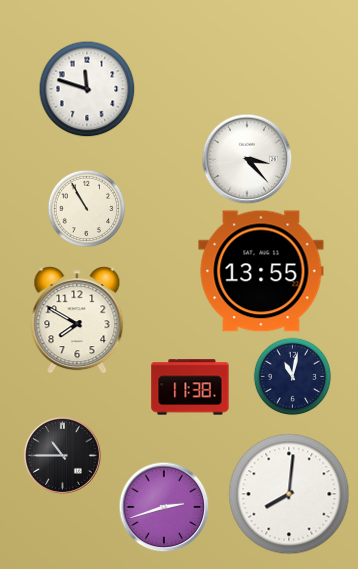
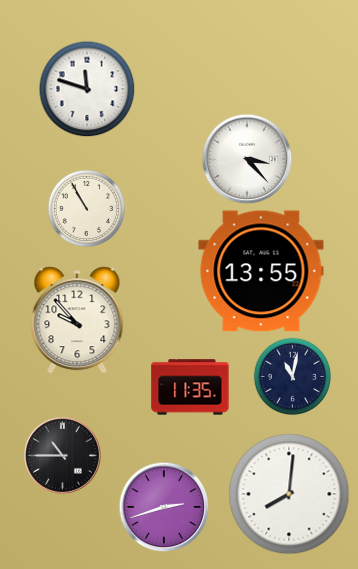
clock at (77, 320): 7:50 -> 9:53
clock at (190, 387): 11:38 -> 11:35
